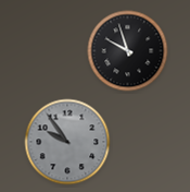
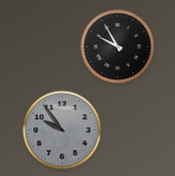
clock at (128, 51): 9:57 -> 9:55
